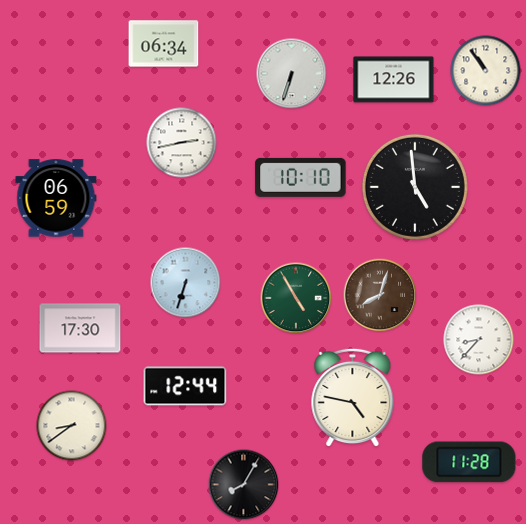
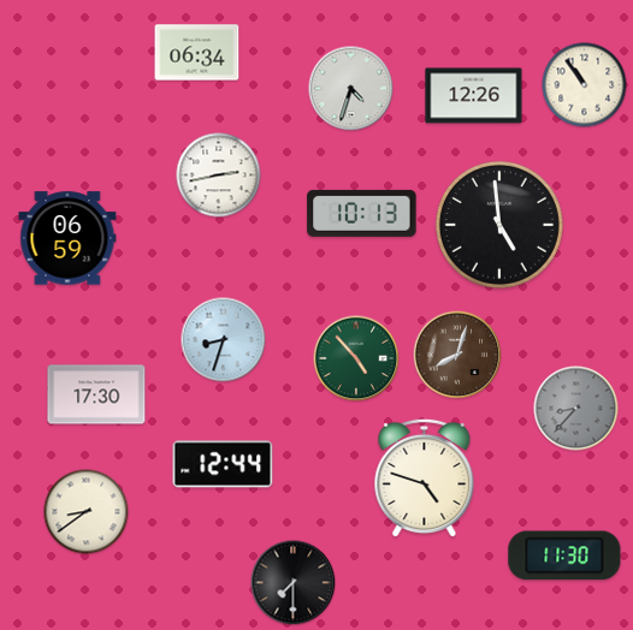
clock at (292, 74): 6:33 -> 4:33
clock at (182, 143) position: (182, 143) -> (219, 176)
clock at (301, 177): 10:10 -> 10:13
clock at (186, 283): 6:33 -> 8:33
clock at (296, 298): 4:55 -> 4:53
clock at (479, 340) dial: white -> grey
clock at (353, 398): 4:47 -> 4:48
clock at (469, 462): 11:28 -> 11:30
clock at (244, 485): 8:05 -> 7:30
